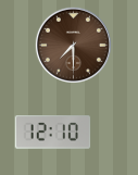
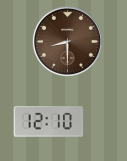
clock at (73, 45): 7:30 -> 8:30
